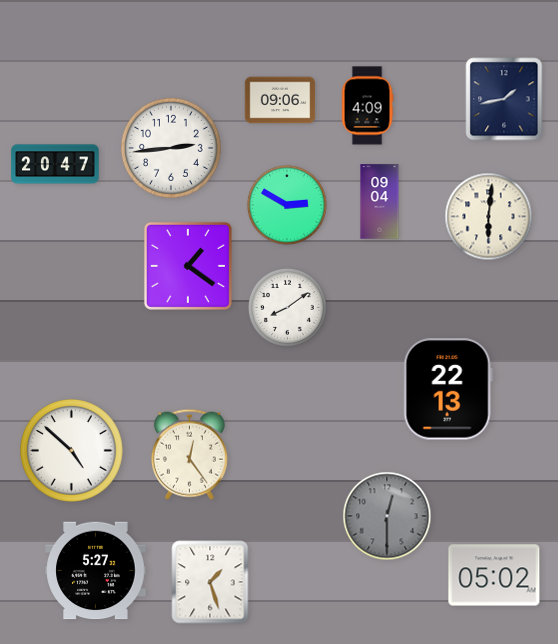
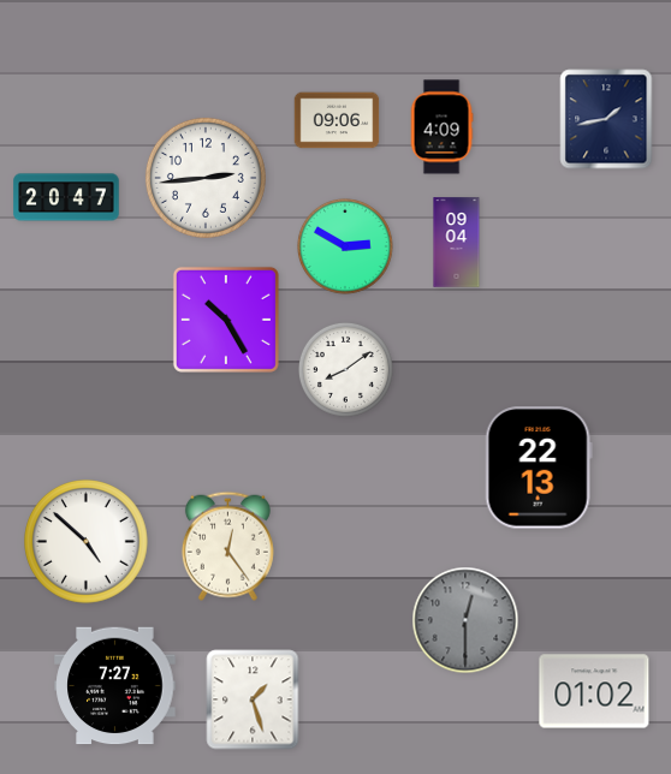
clock at (489, 217): 6:01 -> none
clock at (188, 266): 1:21 -> 10:25
clock at (96, 571): 5:27 -> 7:27
clock at (494, 575): 05:02 -> 01:02
